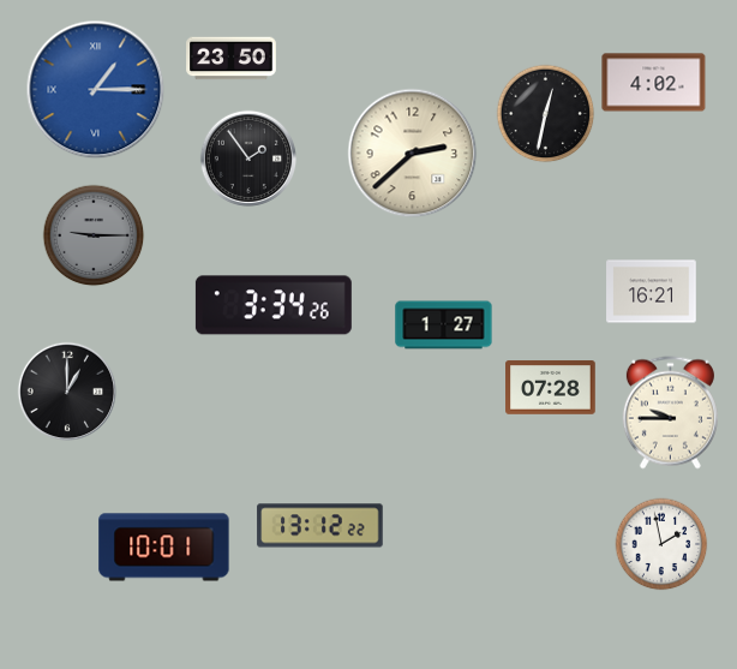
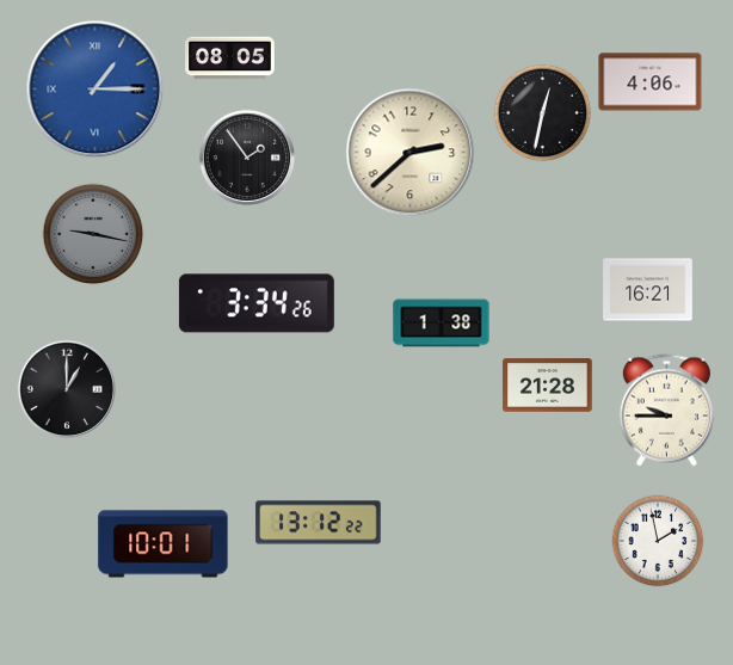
clock at (232, 59): 23:50 -> 08:05
clock at (654, 83): 4:02 -> 4:06
clock at (94, 235): 9:15 -> 9:17
clock at (274, 305) position: (274, 305) -> (257, 303)
clock at (444, 325): 1:27 -> 1:38
clock at (551, 388): 07:28 -> 21:28
